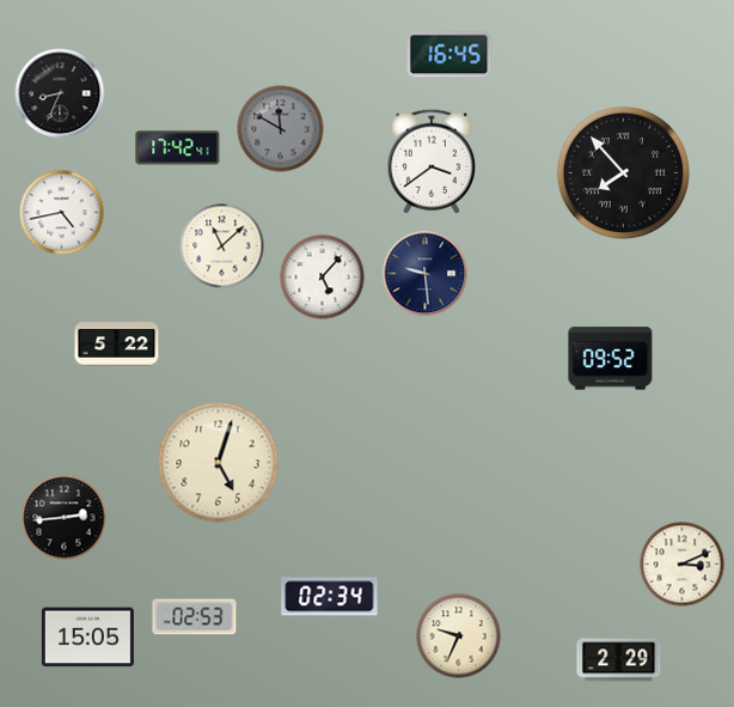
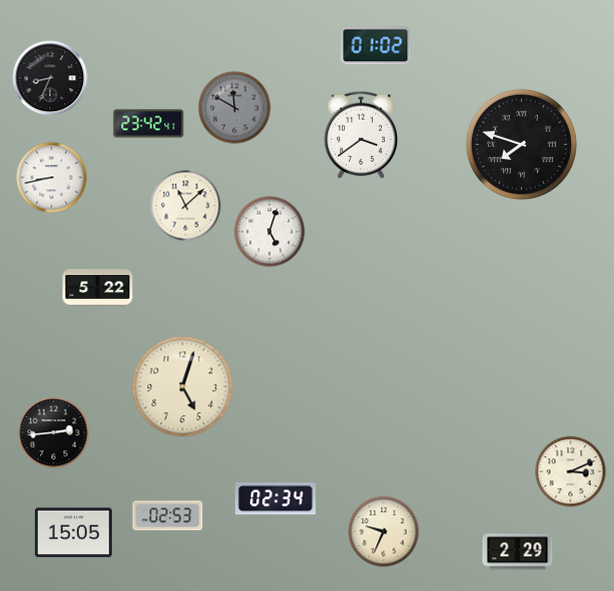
clock at (449, 55): 16:45 -> 01:02
clock at (178, 148): 17:42 -> 23:42
clock at (623, 172): 7:53 -> 7:48
clock at (62, 213): 4:43 -> 8:43
clock at (426, 274): 9:29 -> none
clock at (323, 278): 5:07 -> 5:03
clock at (611, 359): 09:52 -> none
clock at (195, 617) position: (195, 617) -> (168, 516)
